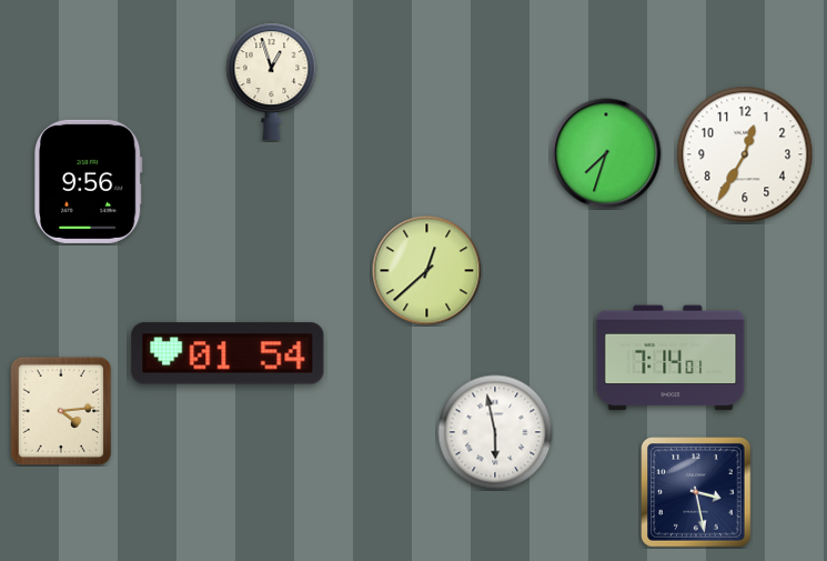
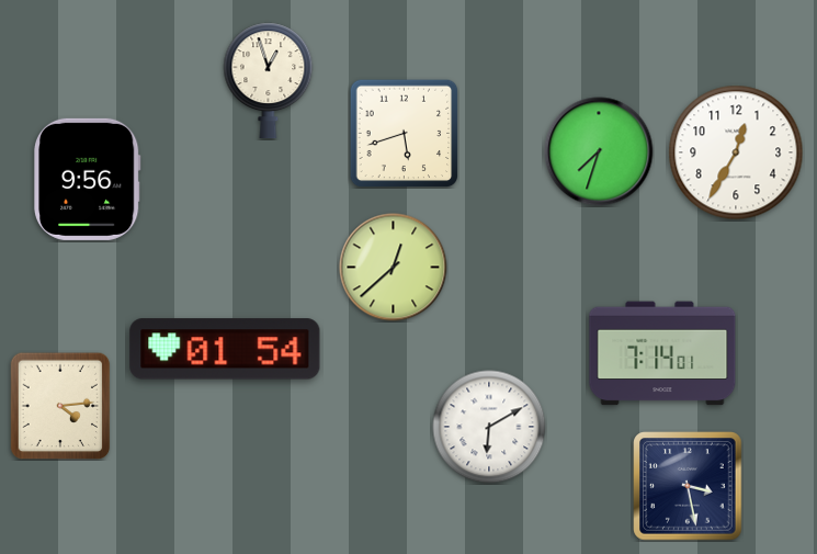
clock at (404, 133): none -> 5:42
clock at (427, 271) position: (427, 271) -> (394, 268)
clock at (495, 432): 5:58 -> 6:10
